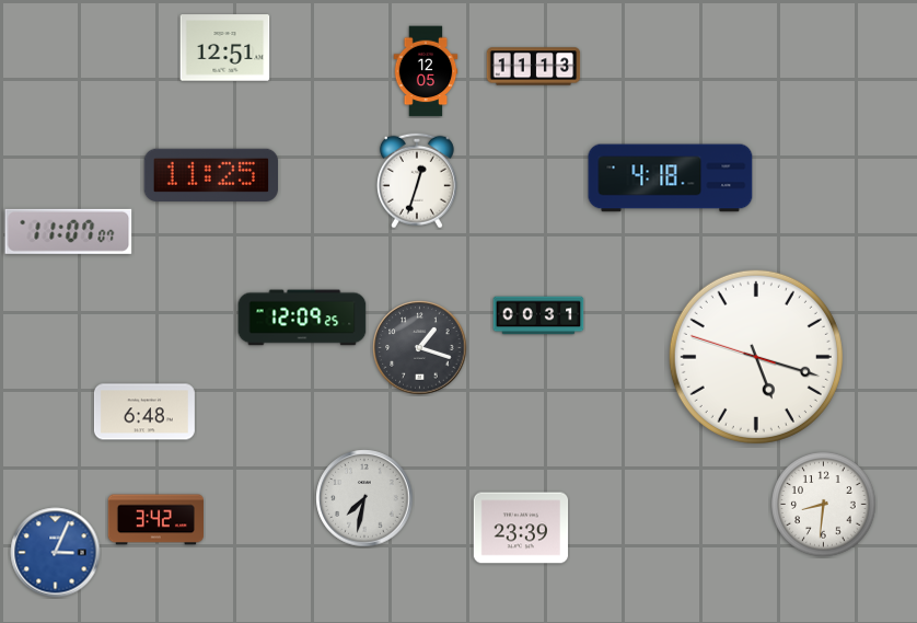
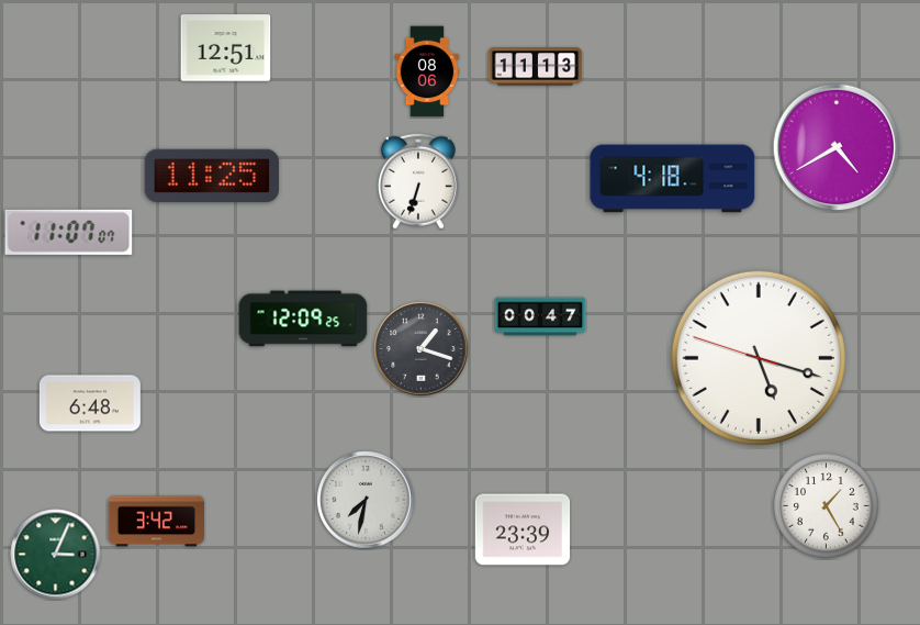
clock at (426, 71): 12:05 -> 08:06
clock at (837, 147): none -> 4:40
clock at (417, 181): 12:33 -> 6:33
clock at (538, 315): 00:31 -> 00:47
clock at (144, 412) position: (144, 412) -> (90, 403)
clock at (824, 505): 8:31 -> 1:25
clock at (56, 553) dial: blue -> green
